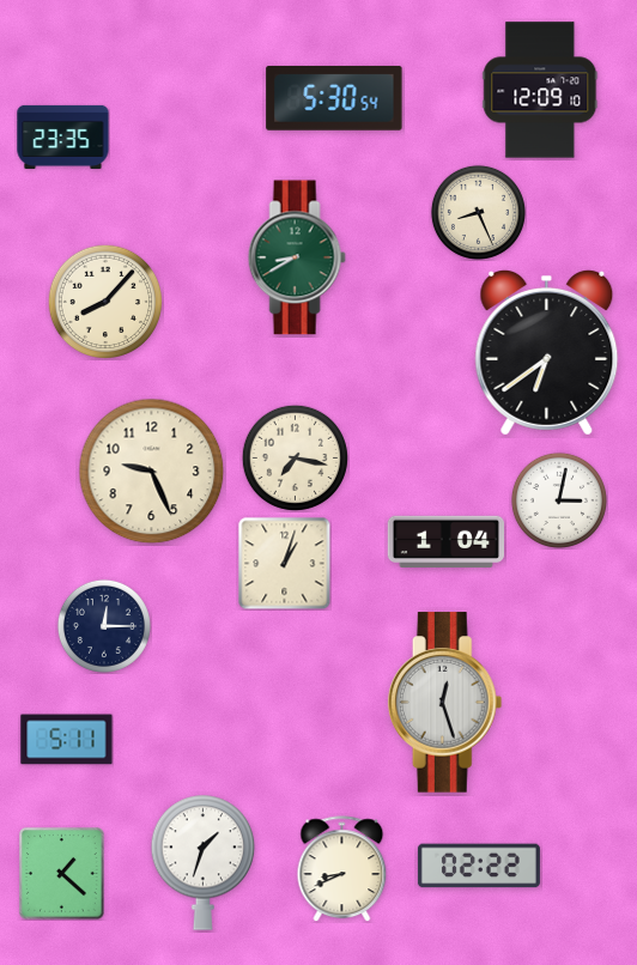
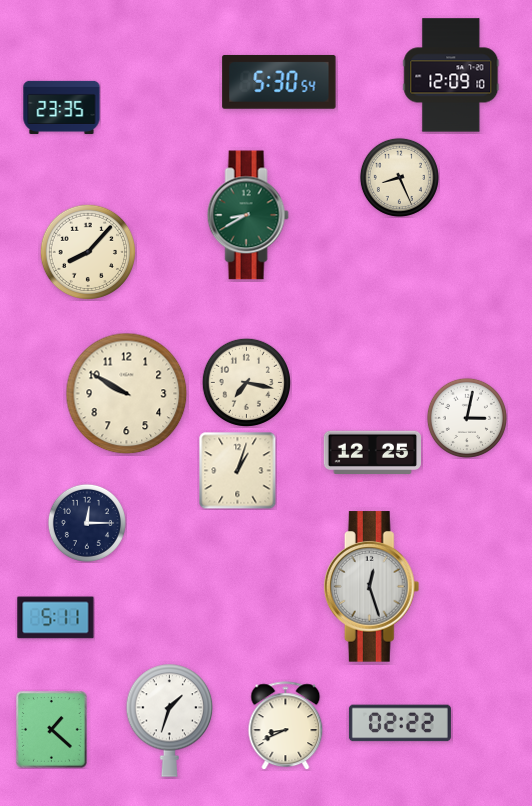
clock at (63, 136) position: (63, 136) -> (62, 107)
clock at (547, 352): 6:39 -> none
clock at (152, 472): 9:26 -> 9:50
clock at (445, 542): 1:04 -> 12:25
